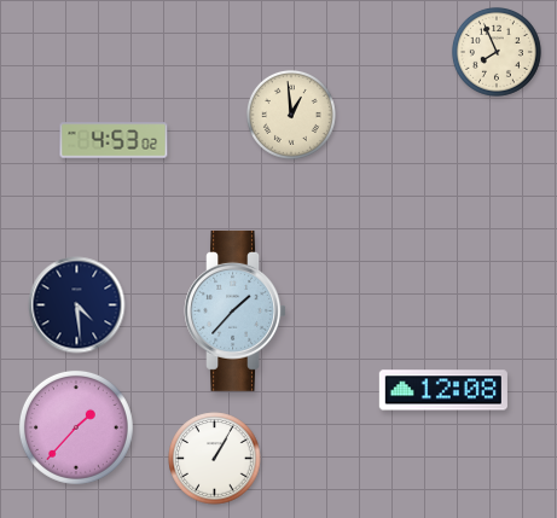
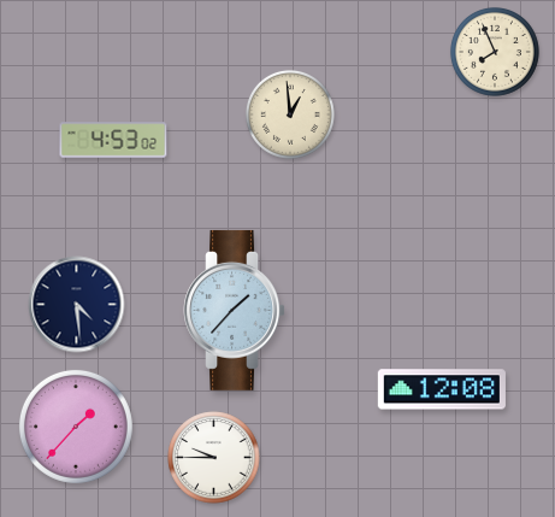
clock at (215, 459): 1:05 -> 9:45
